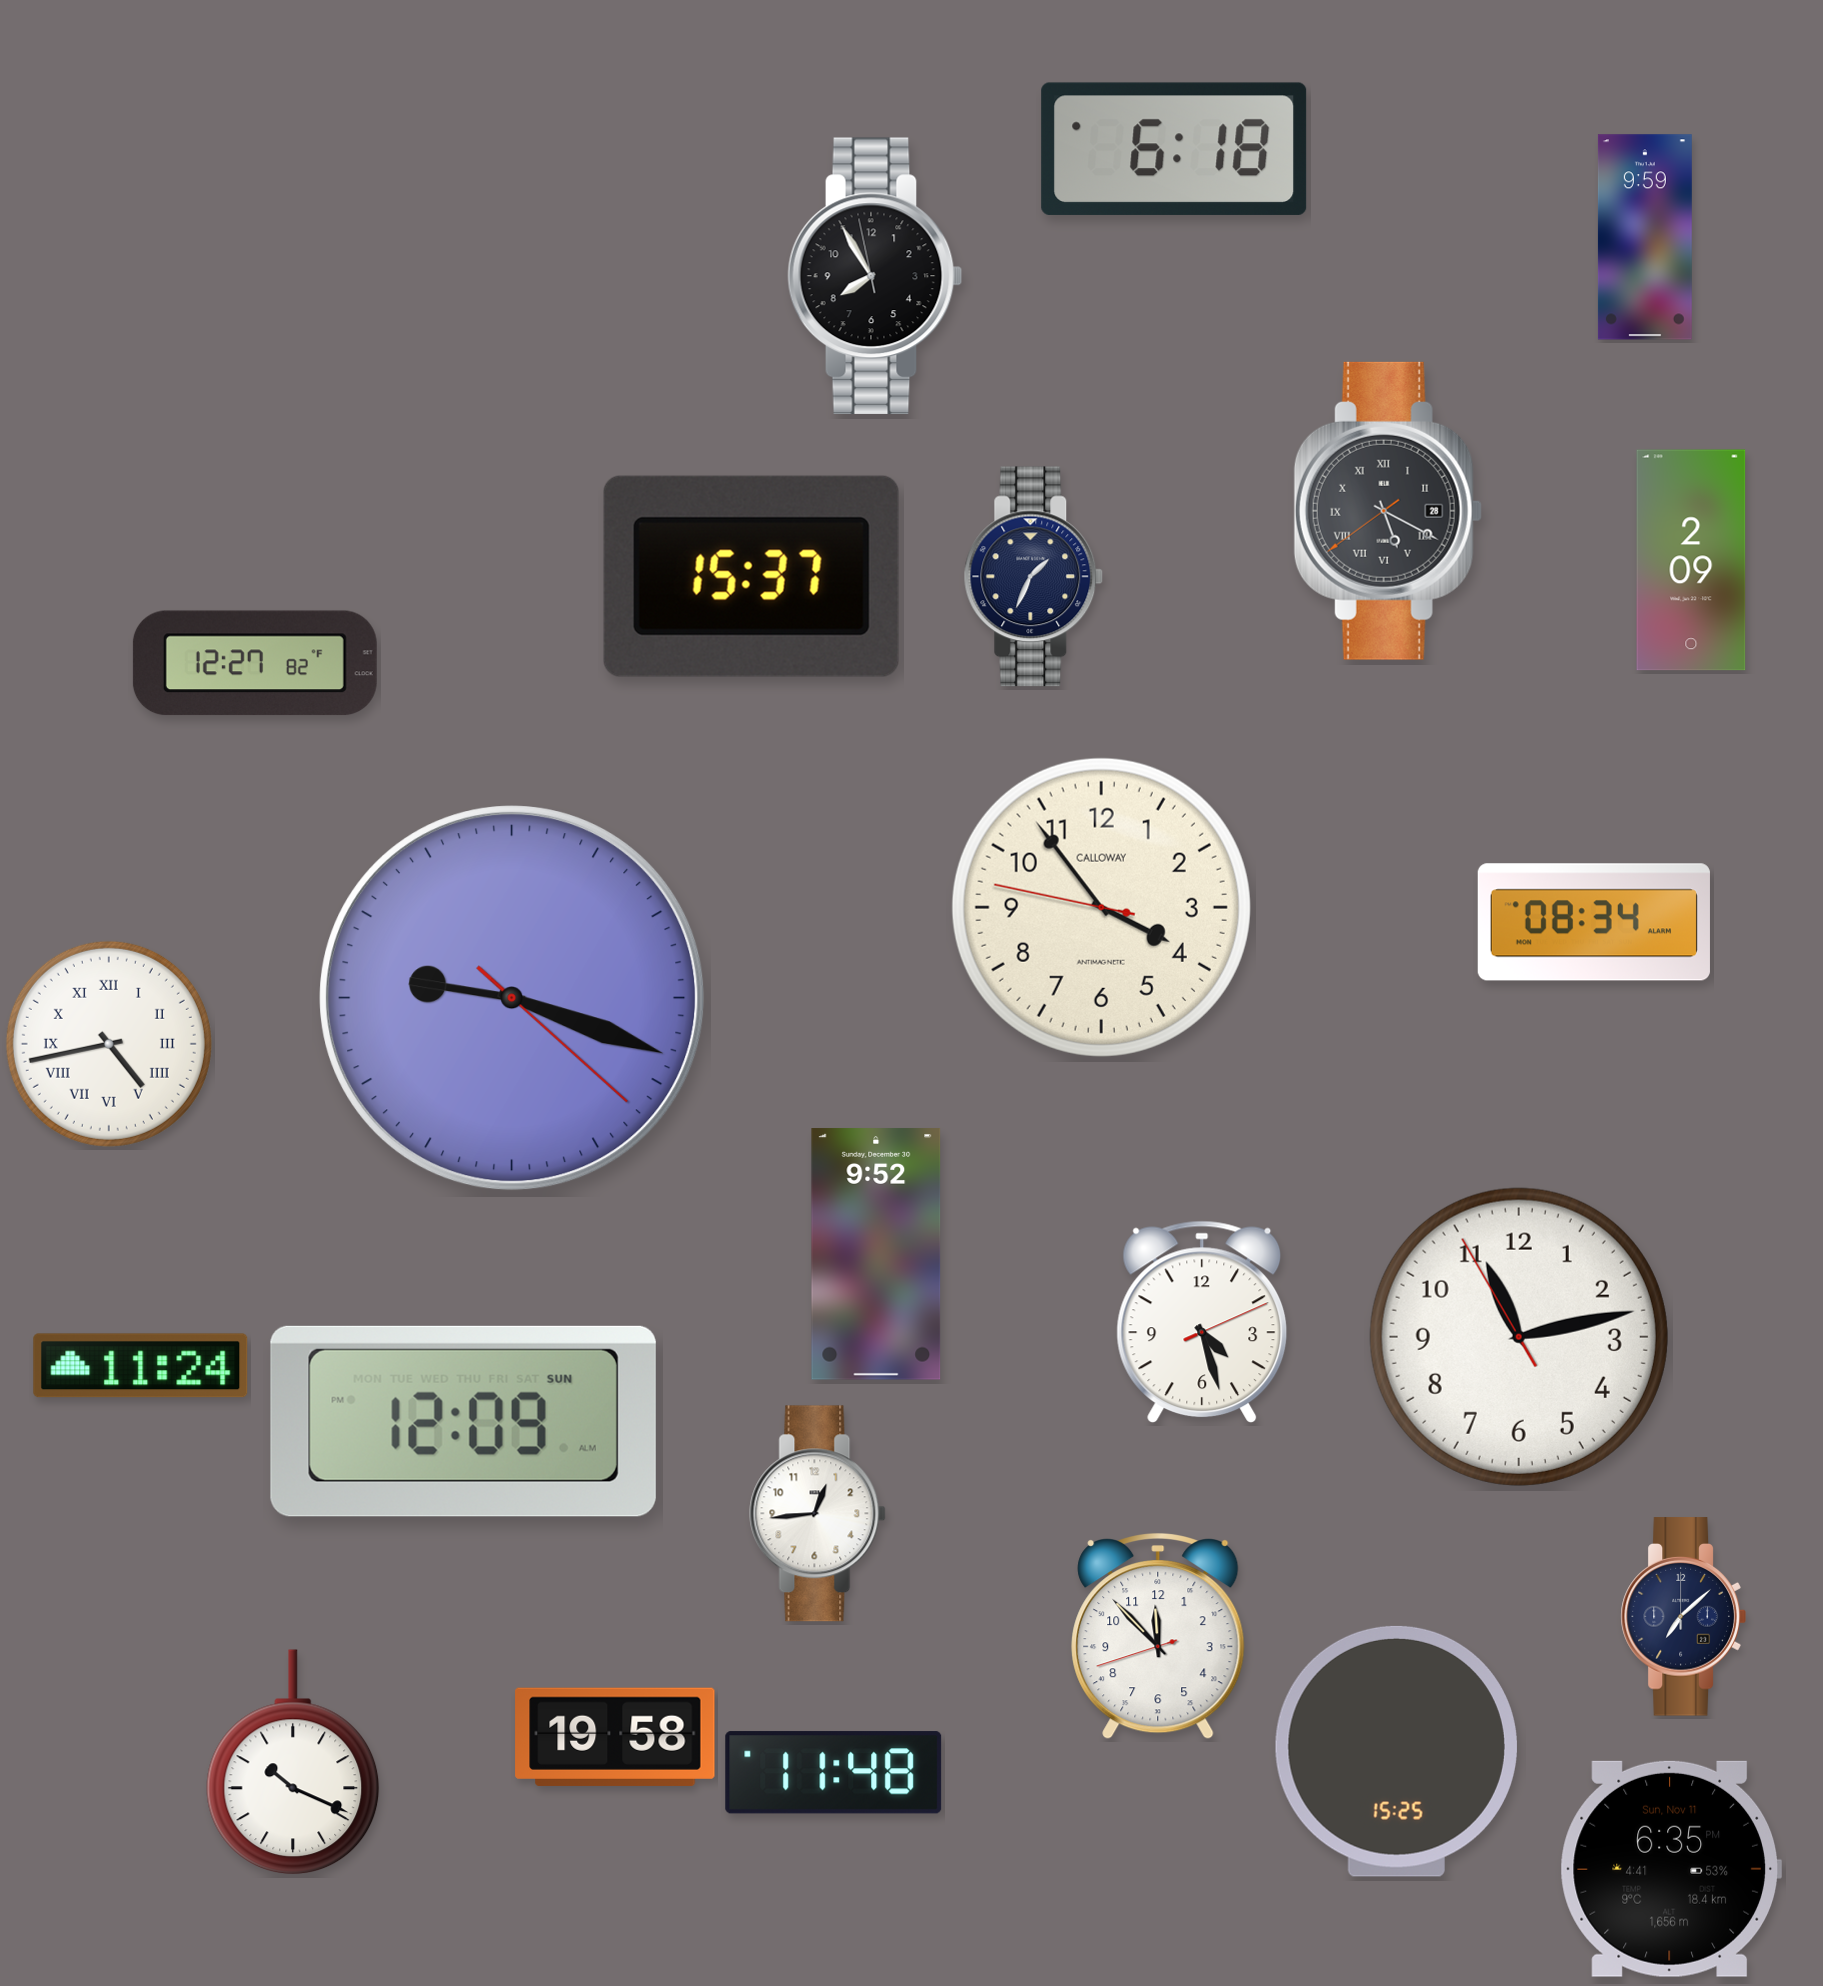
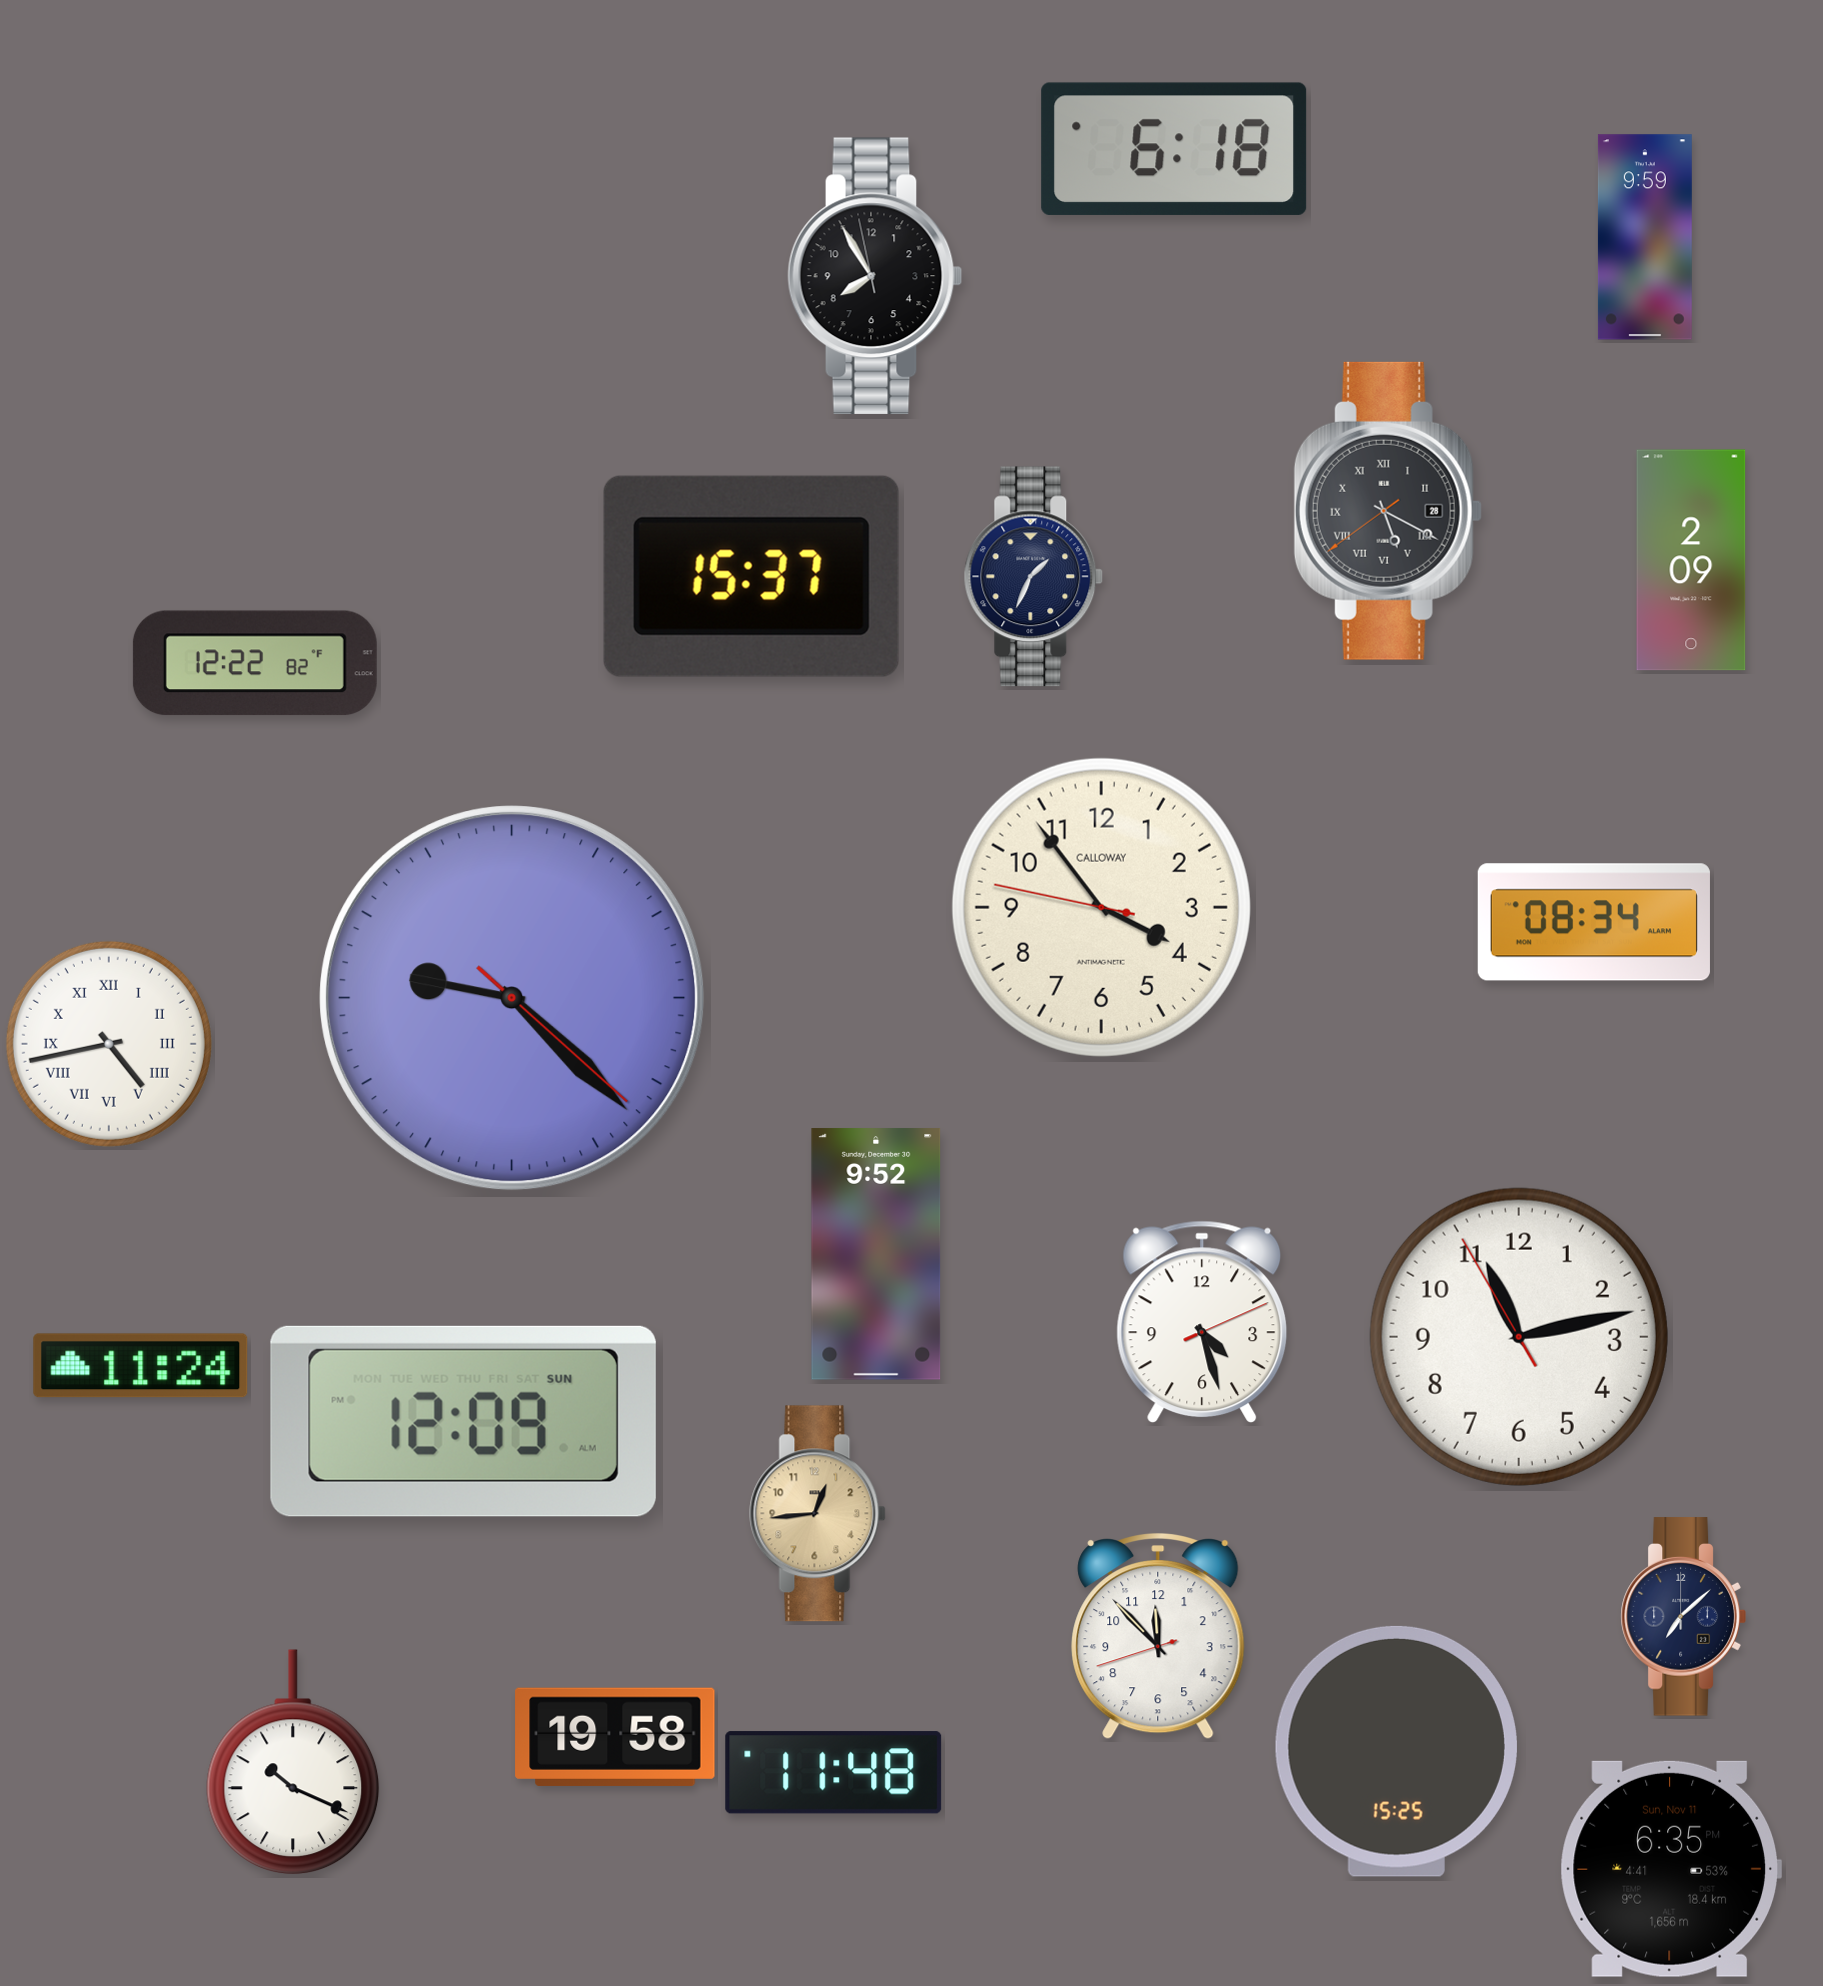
clock at (255, 663): 12:27 -> 12:22
clock at (512, 998): 9:18 -> 9:22
clock at (818, 1514) dial: white -> champagne
